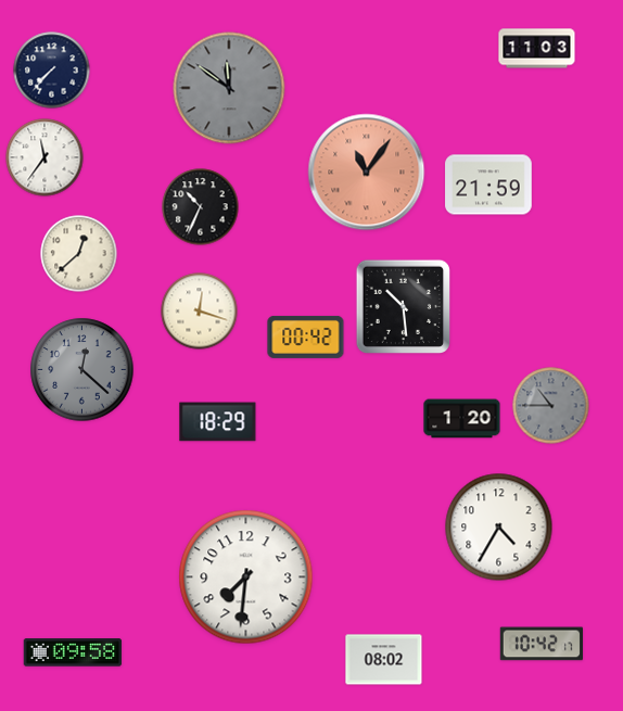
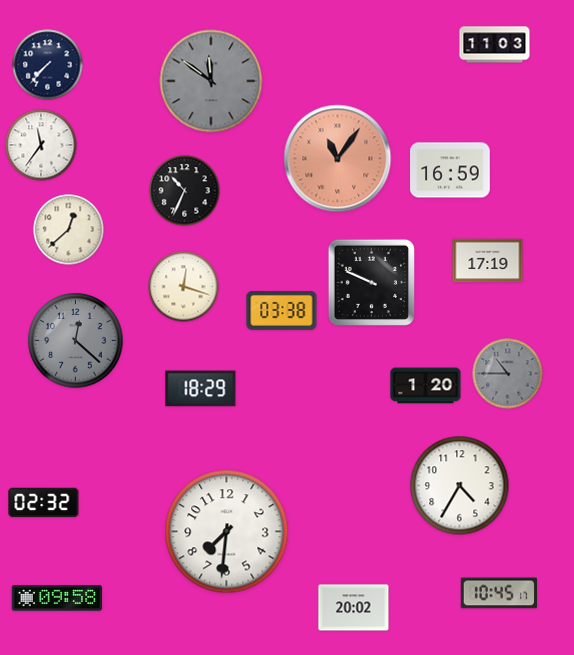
clock at (488, 185): 21:59 -> 16:59
clock at (79, 254) position: (79, 254) -> (69, 230)
clock at (488, 261): none -> 17:19
clock at (404, 307): 10:29 -> 9:49
clock at (306, 337): 00:42 -> 03:38
clock at (44, 503): none -> 02:32
clock at (542, 644): 10:42 -> 10:45
clock at (73, 652) position: (73, 652) -> (57, 598)
clock at (384, 660): 08:02 -> 20:02
